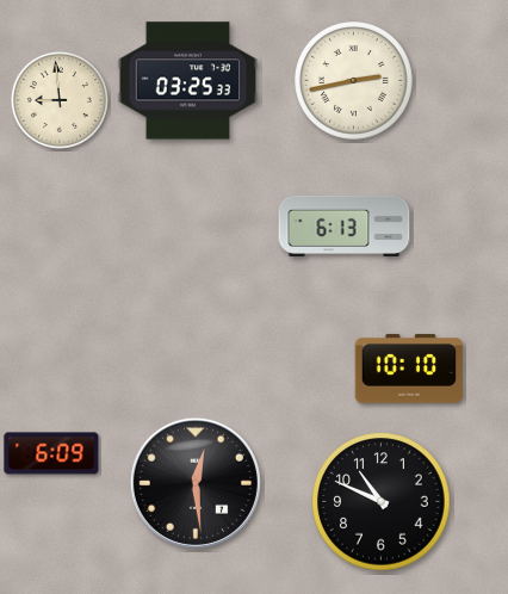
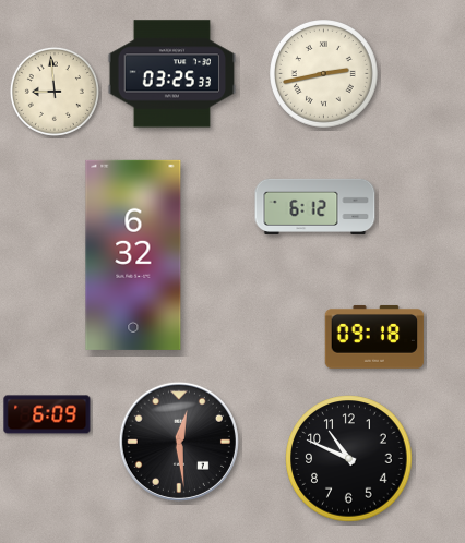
clock at (345, 225): 6:13 -> 6:12
clock at (133, 255): none -> 6:32
clock at (409, 369): 10:10 -> 09:18
